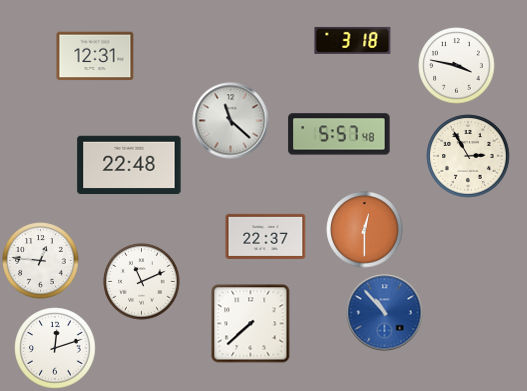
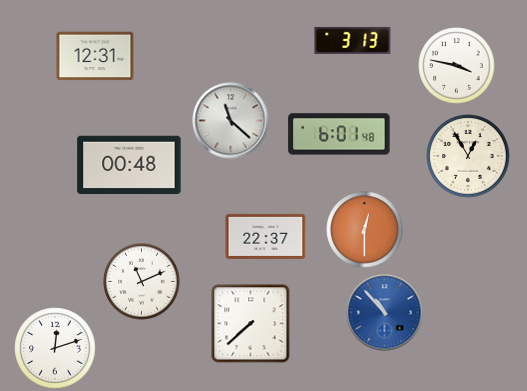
clock at (353, 40): 3:18 -> 3:13
clock at (339, 134): 5:57 -> 6:01
clock at (468, 156): 2:55 -> 12:55
clock at (129, 165): 22:48 -> 00:48
clock at (41, 261): 12:46 -> none
